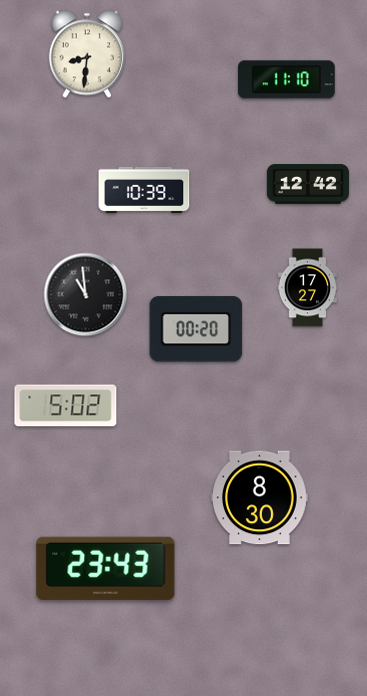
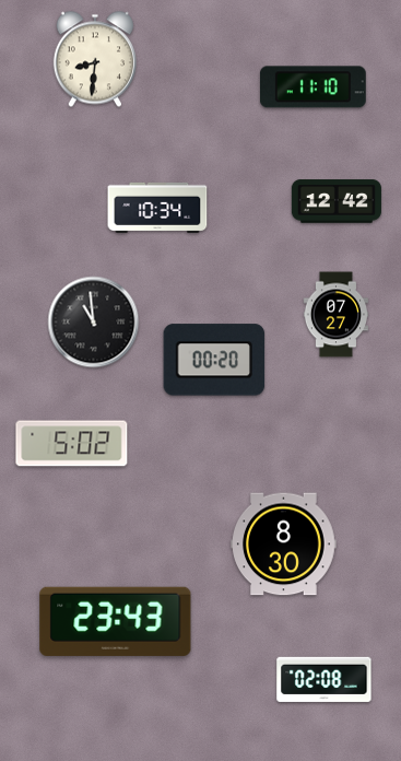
clock at (144, 190): 10:39 -> 10:34
clock at (307, 288): 17:27 -> 07:27
clock at (325, 679): none -> 02:08
